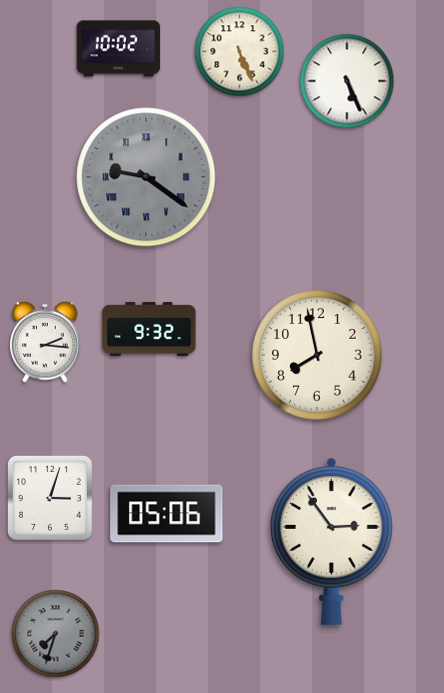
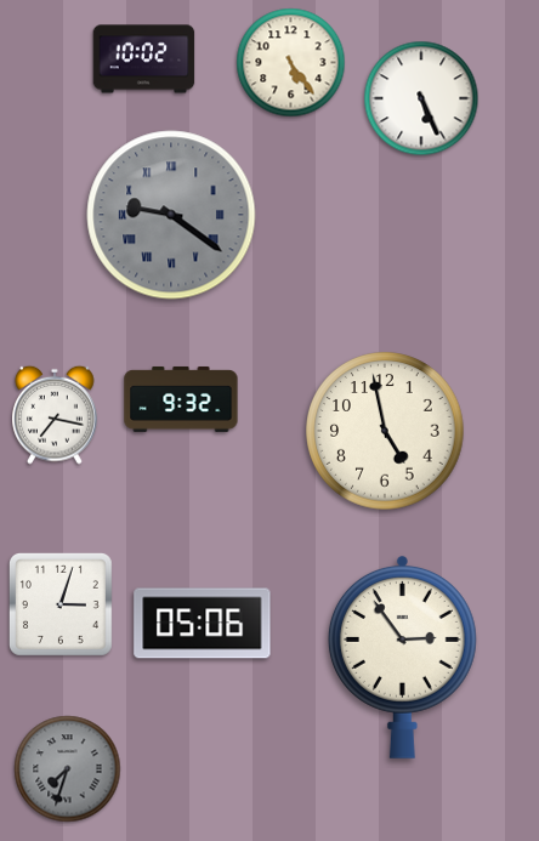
clock at (240, 52): 5:26 -> 5:24
clock at (146, 177) position: (146, 177) -> (171, 215)
clock at (45, 342): 2:16 -> 7:17
clock at (317, 355): 7:58 -> 4:58
